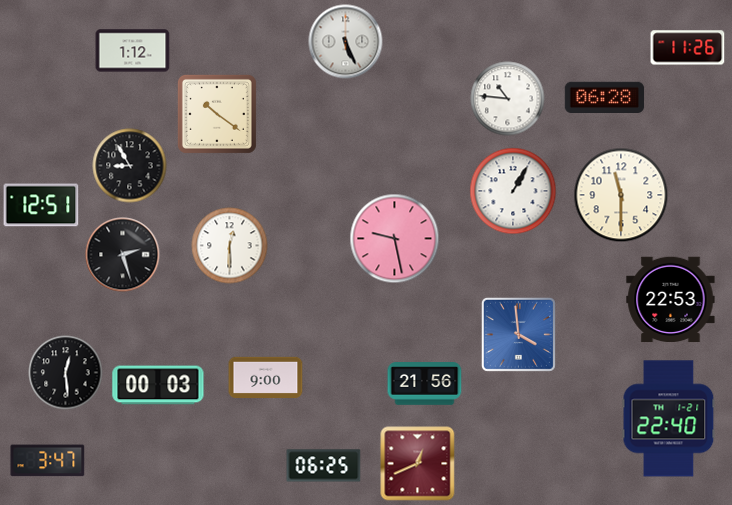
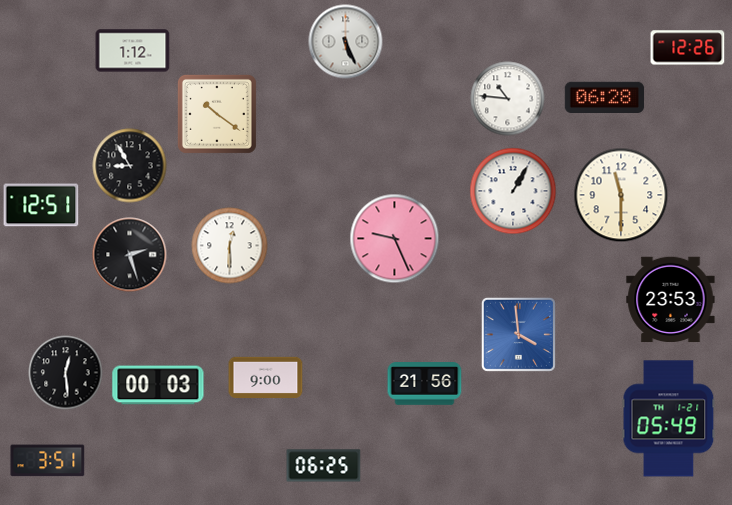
clock at (688, 48): 11:26 -> 12:26
clock at (395, 239): 9:28 -> 9:26
clock at (123, 255) position: (123, 255) -> (130, 255)
clock at (671, 300): 22:53 -> 23:53
clock at (669, 419): 22:40 -> 05:49
clock at (48, 461): 3:47 -> 3:51
clock at (418, 464): 12:41 -> none
